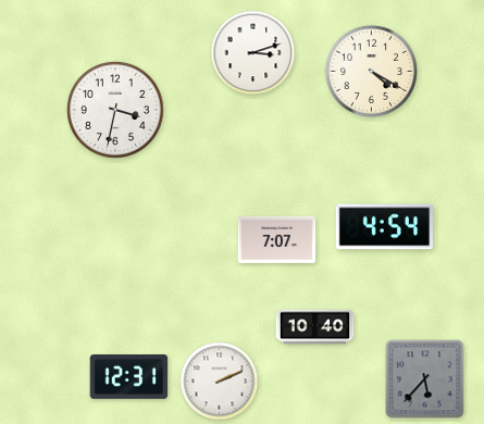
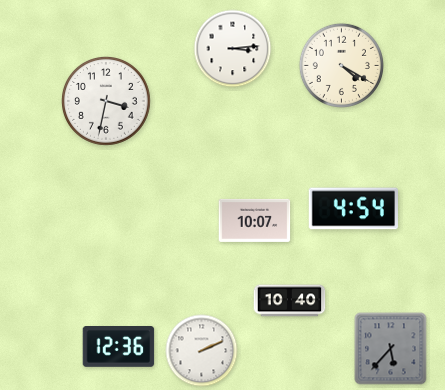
clock at (253, 53): 3:12 -> 3:14
clock at (277, 239): 7:07 -> 10:07
clock at (129, 377): 12:31 -> 12:36
